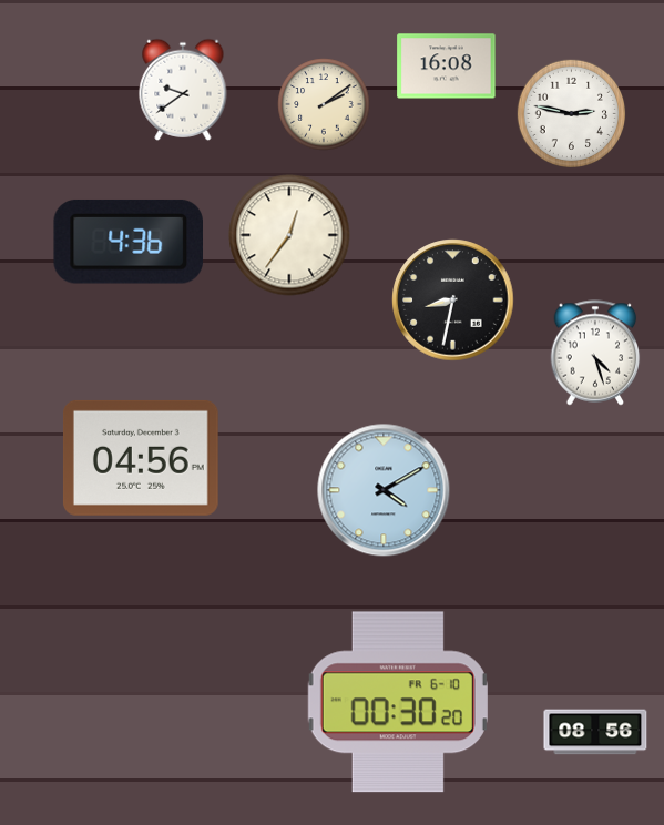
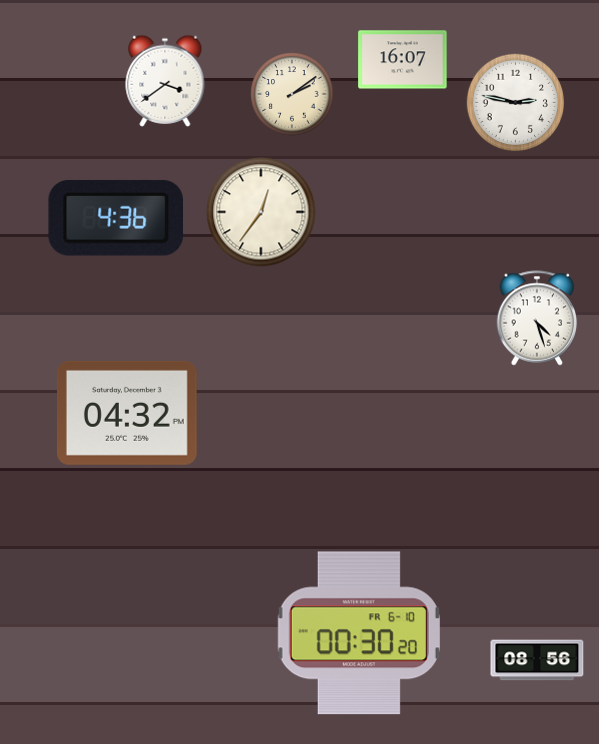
clock at (447, 67): 16:08 -> 16:07
clock at (183, 90): 9:39 -> 3:39
clock at (453, 301): 8:32 -> none
clock at (141, 458): 04:56 -> 04:32
clock at (384, 490): 4:10 -> none
